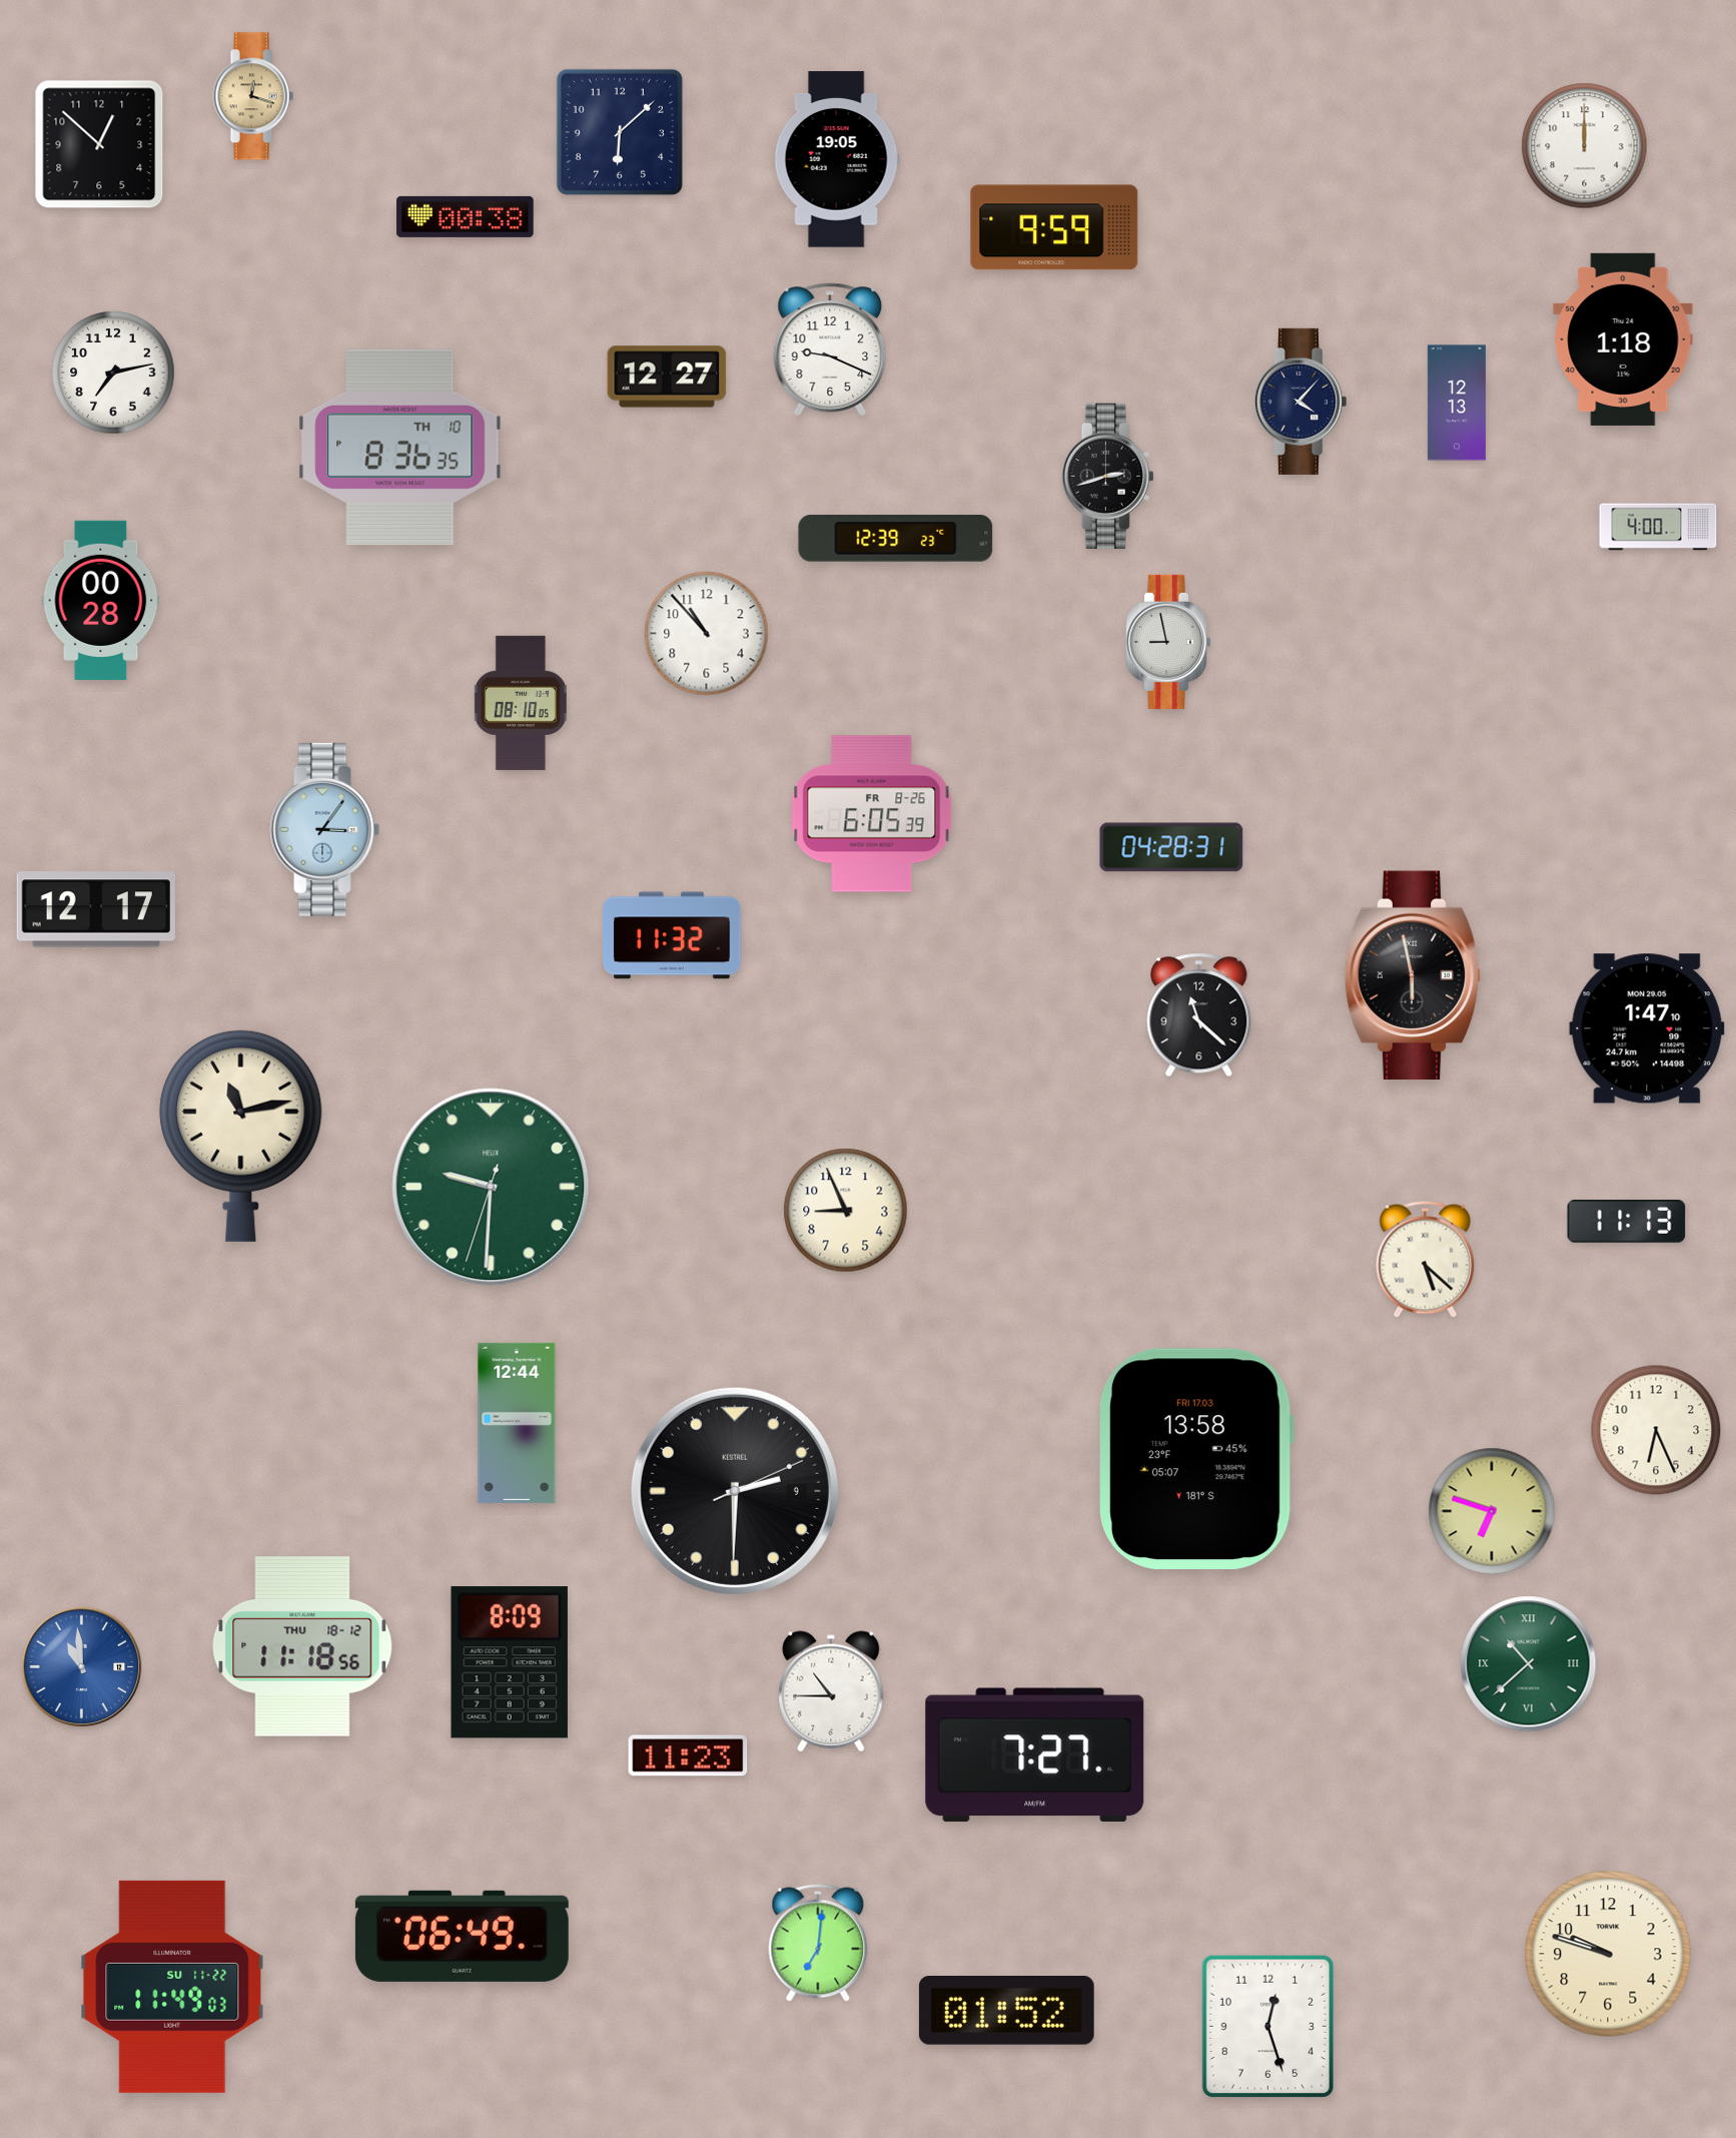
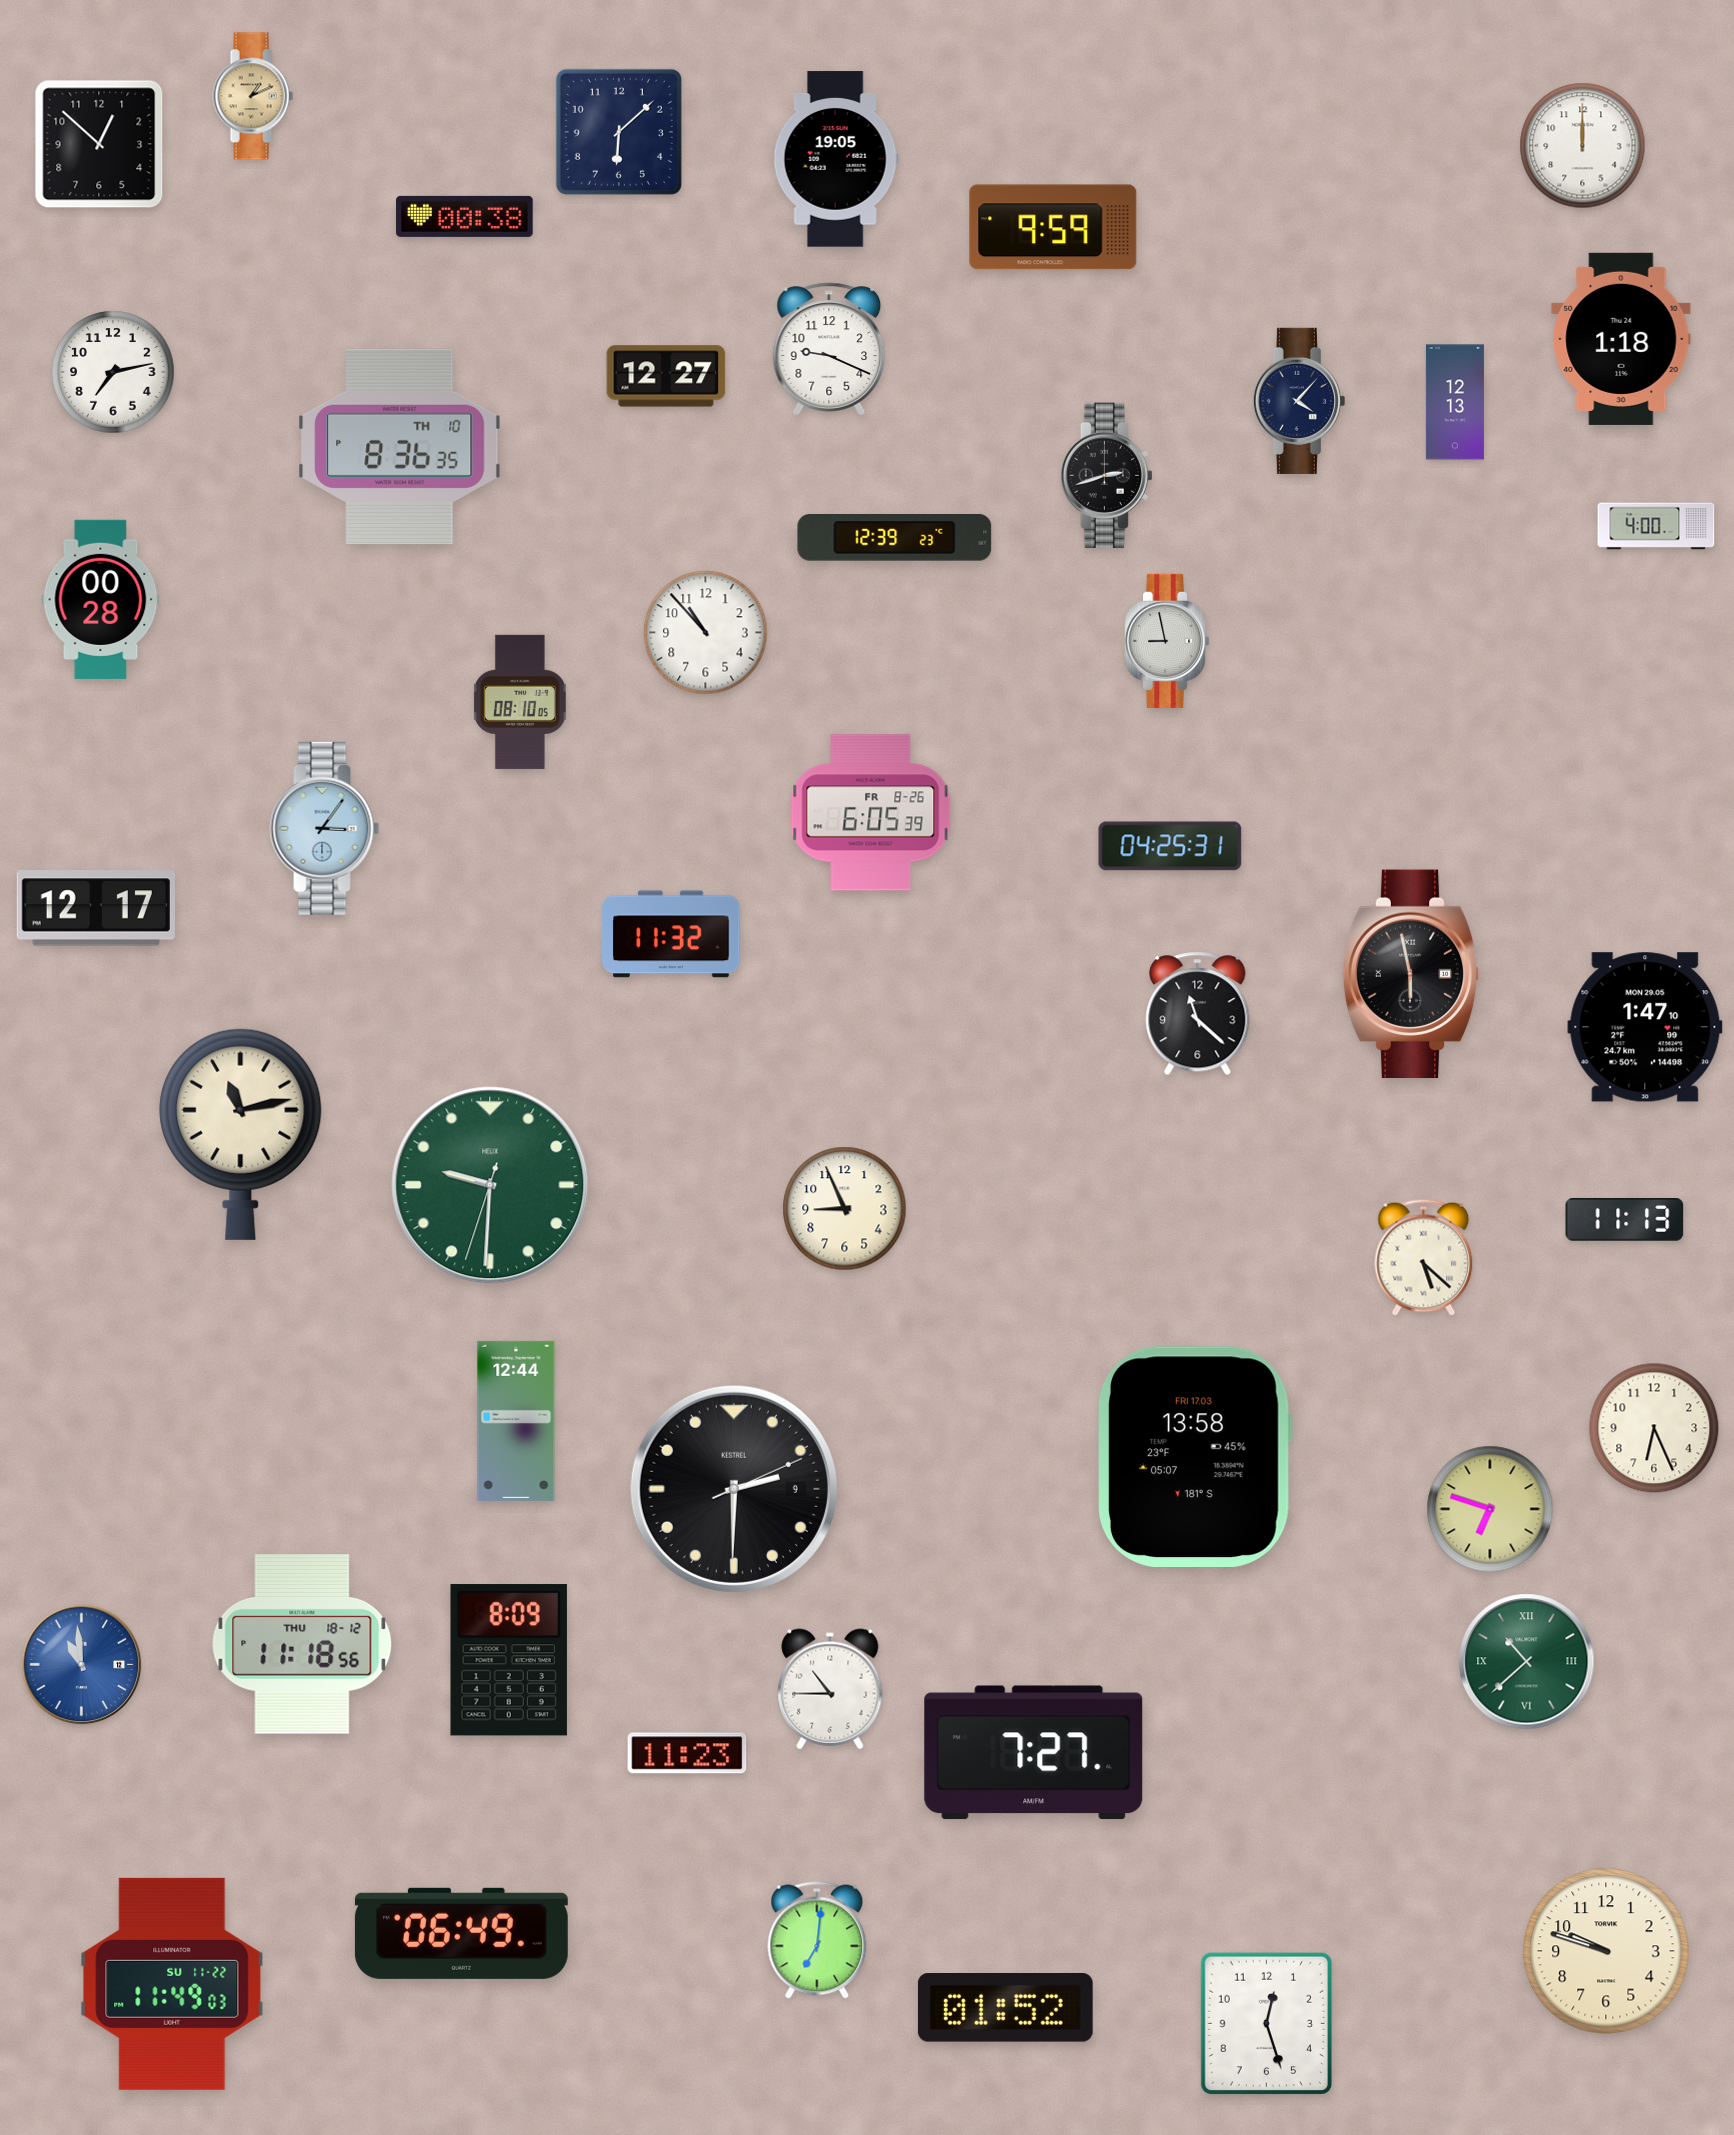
clock at (253, 96): 12:18 -> 1:11
clock at (1171, 847): 04:28 -> 04:25
